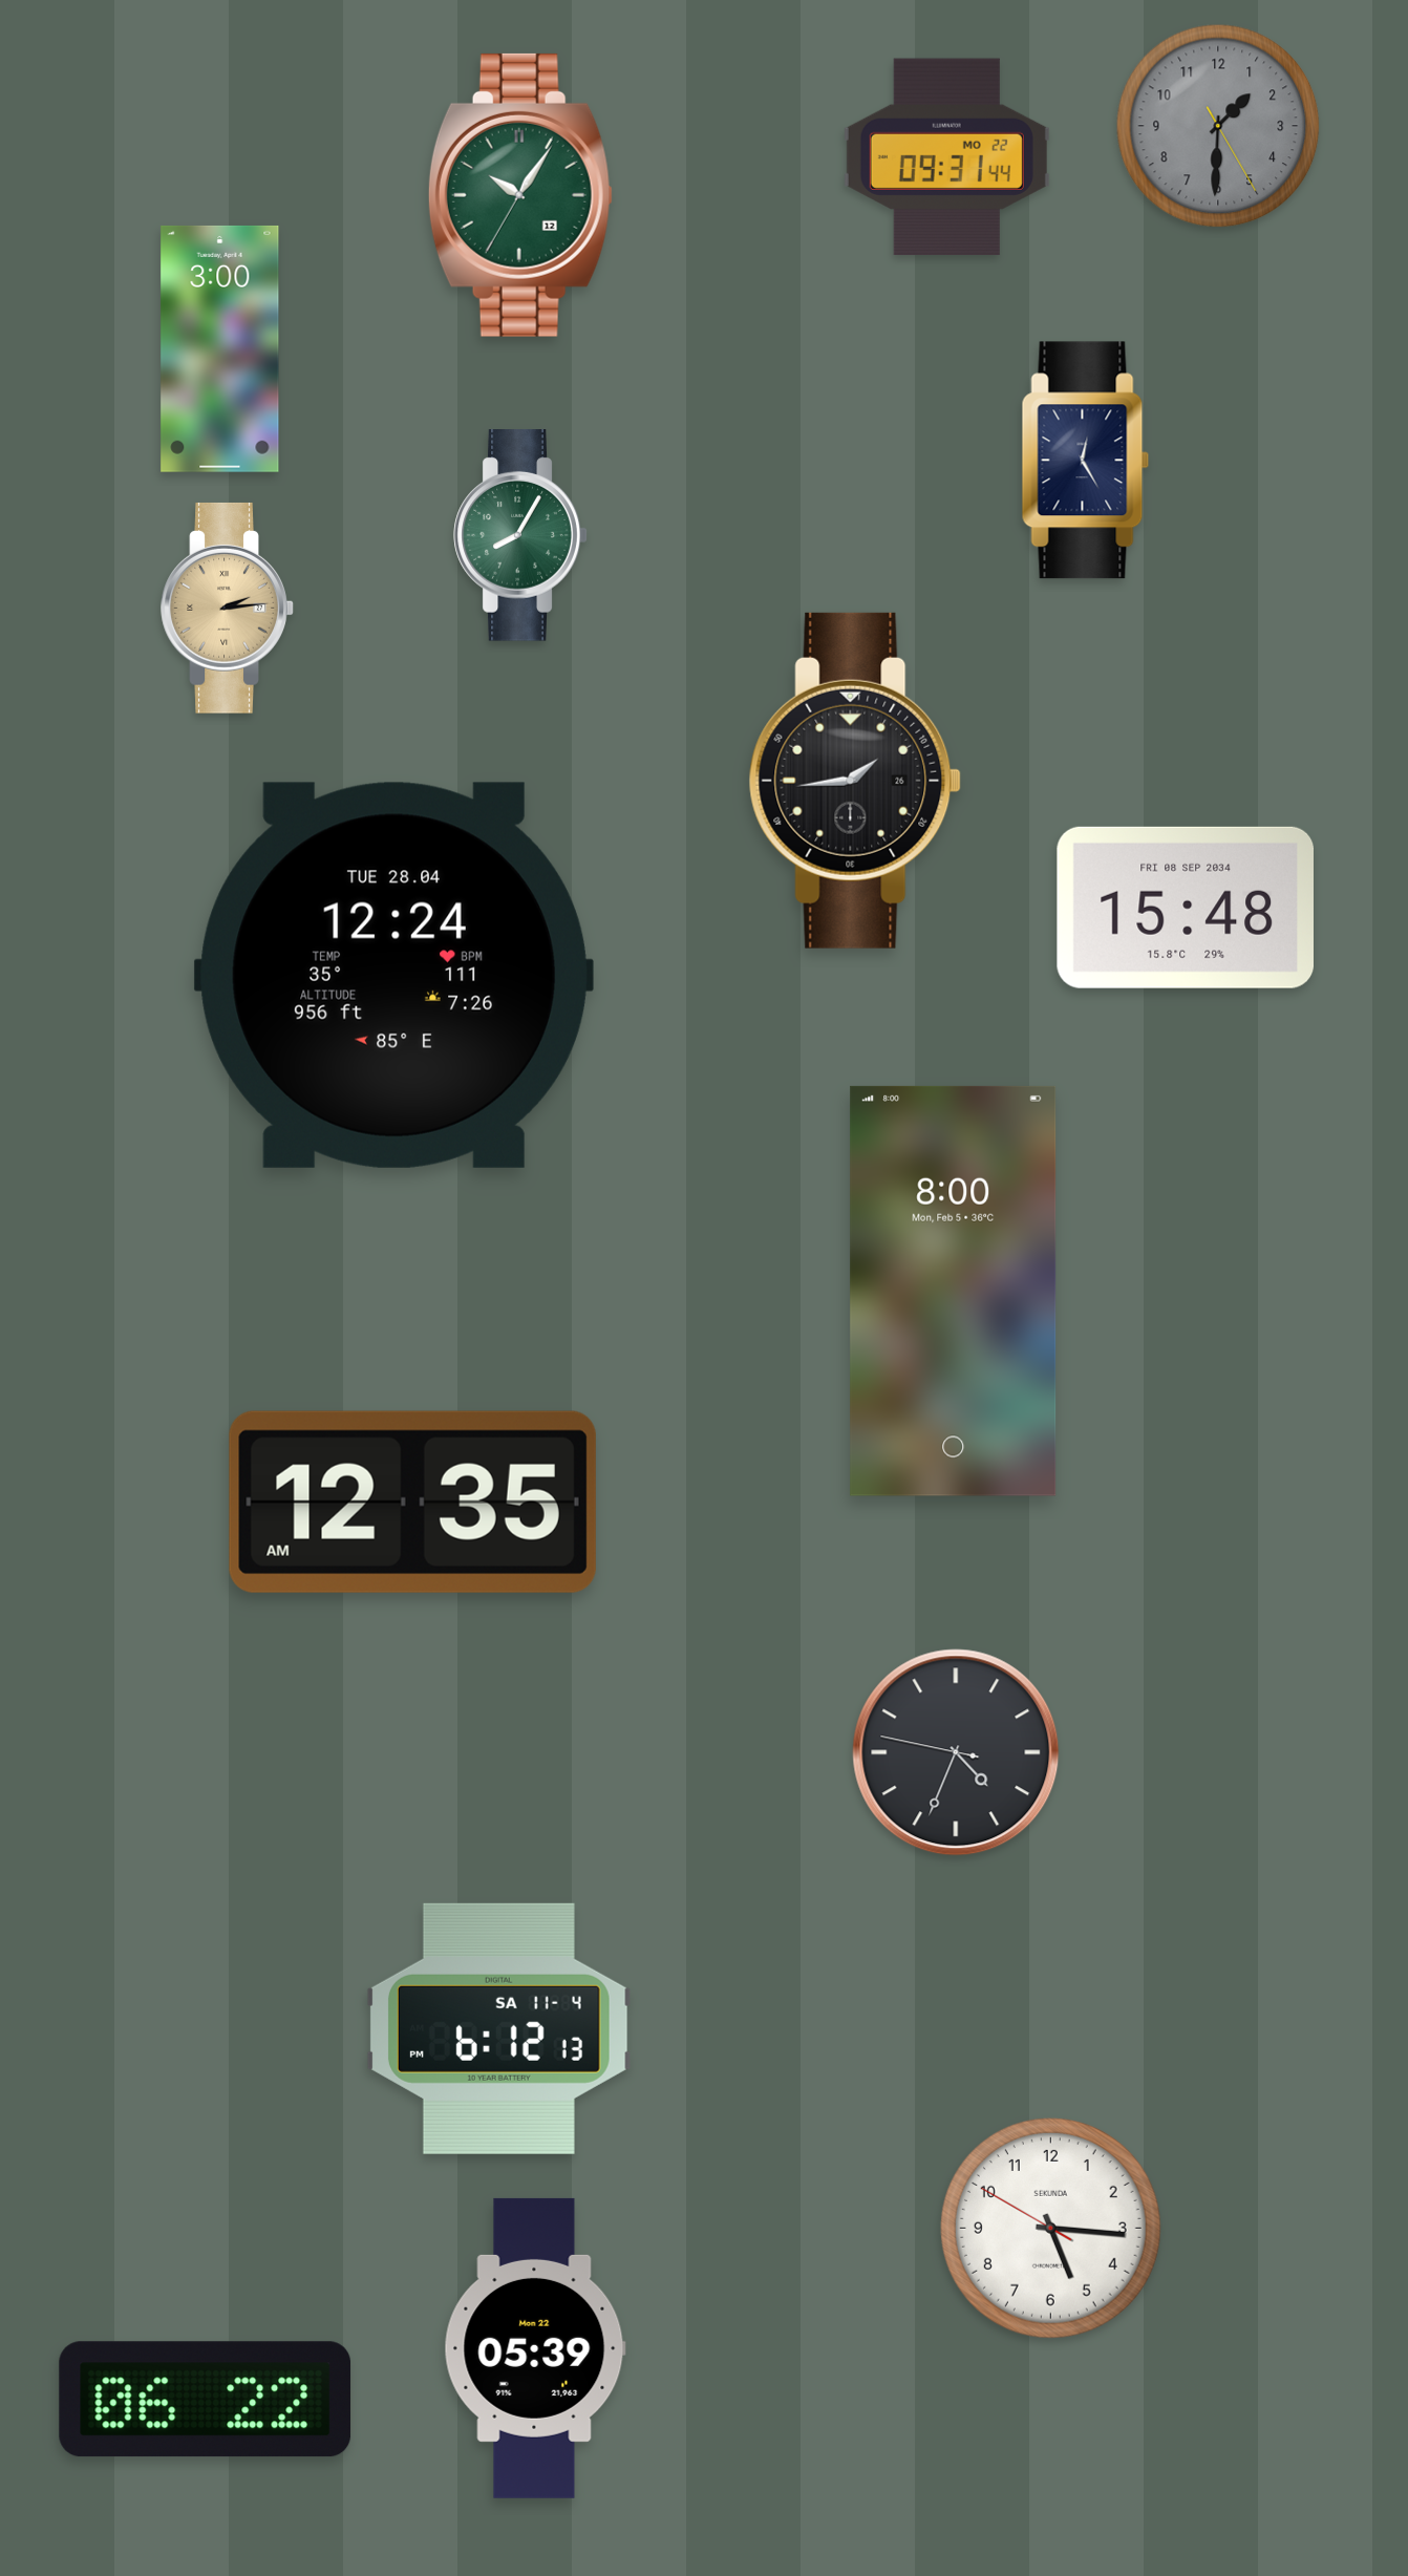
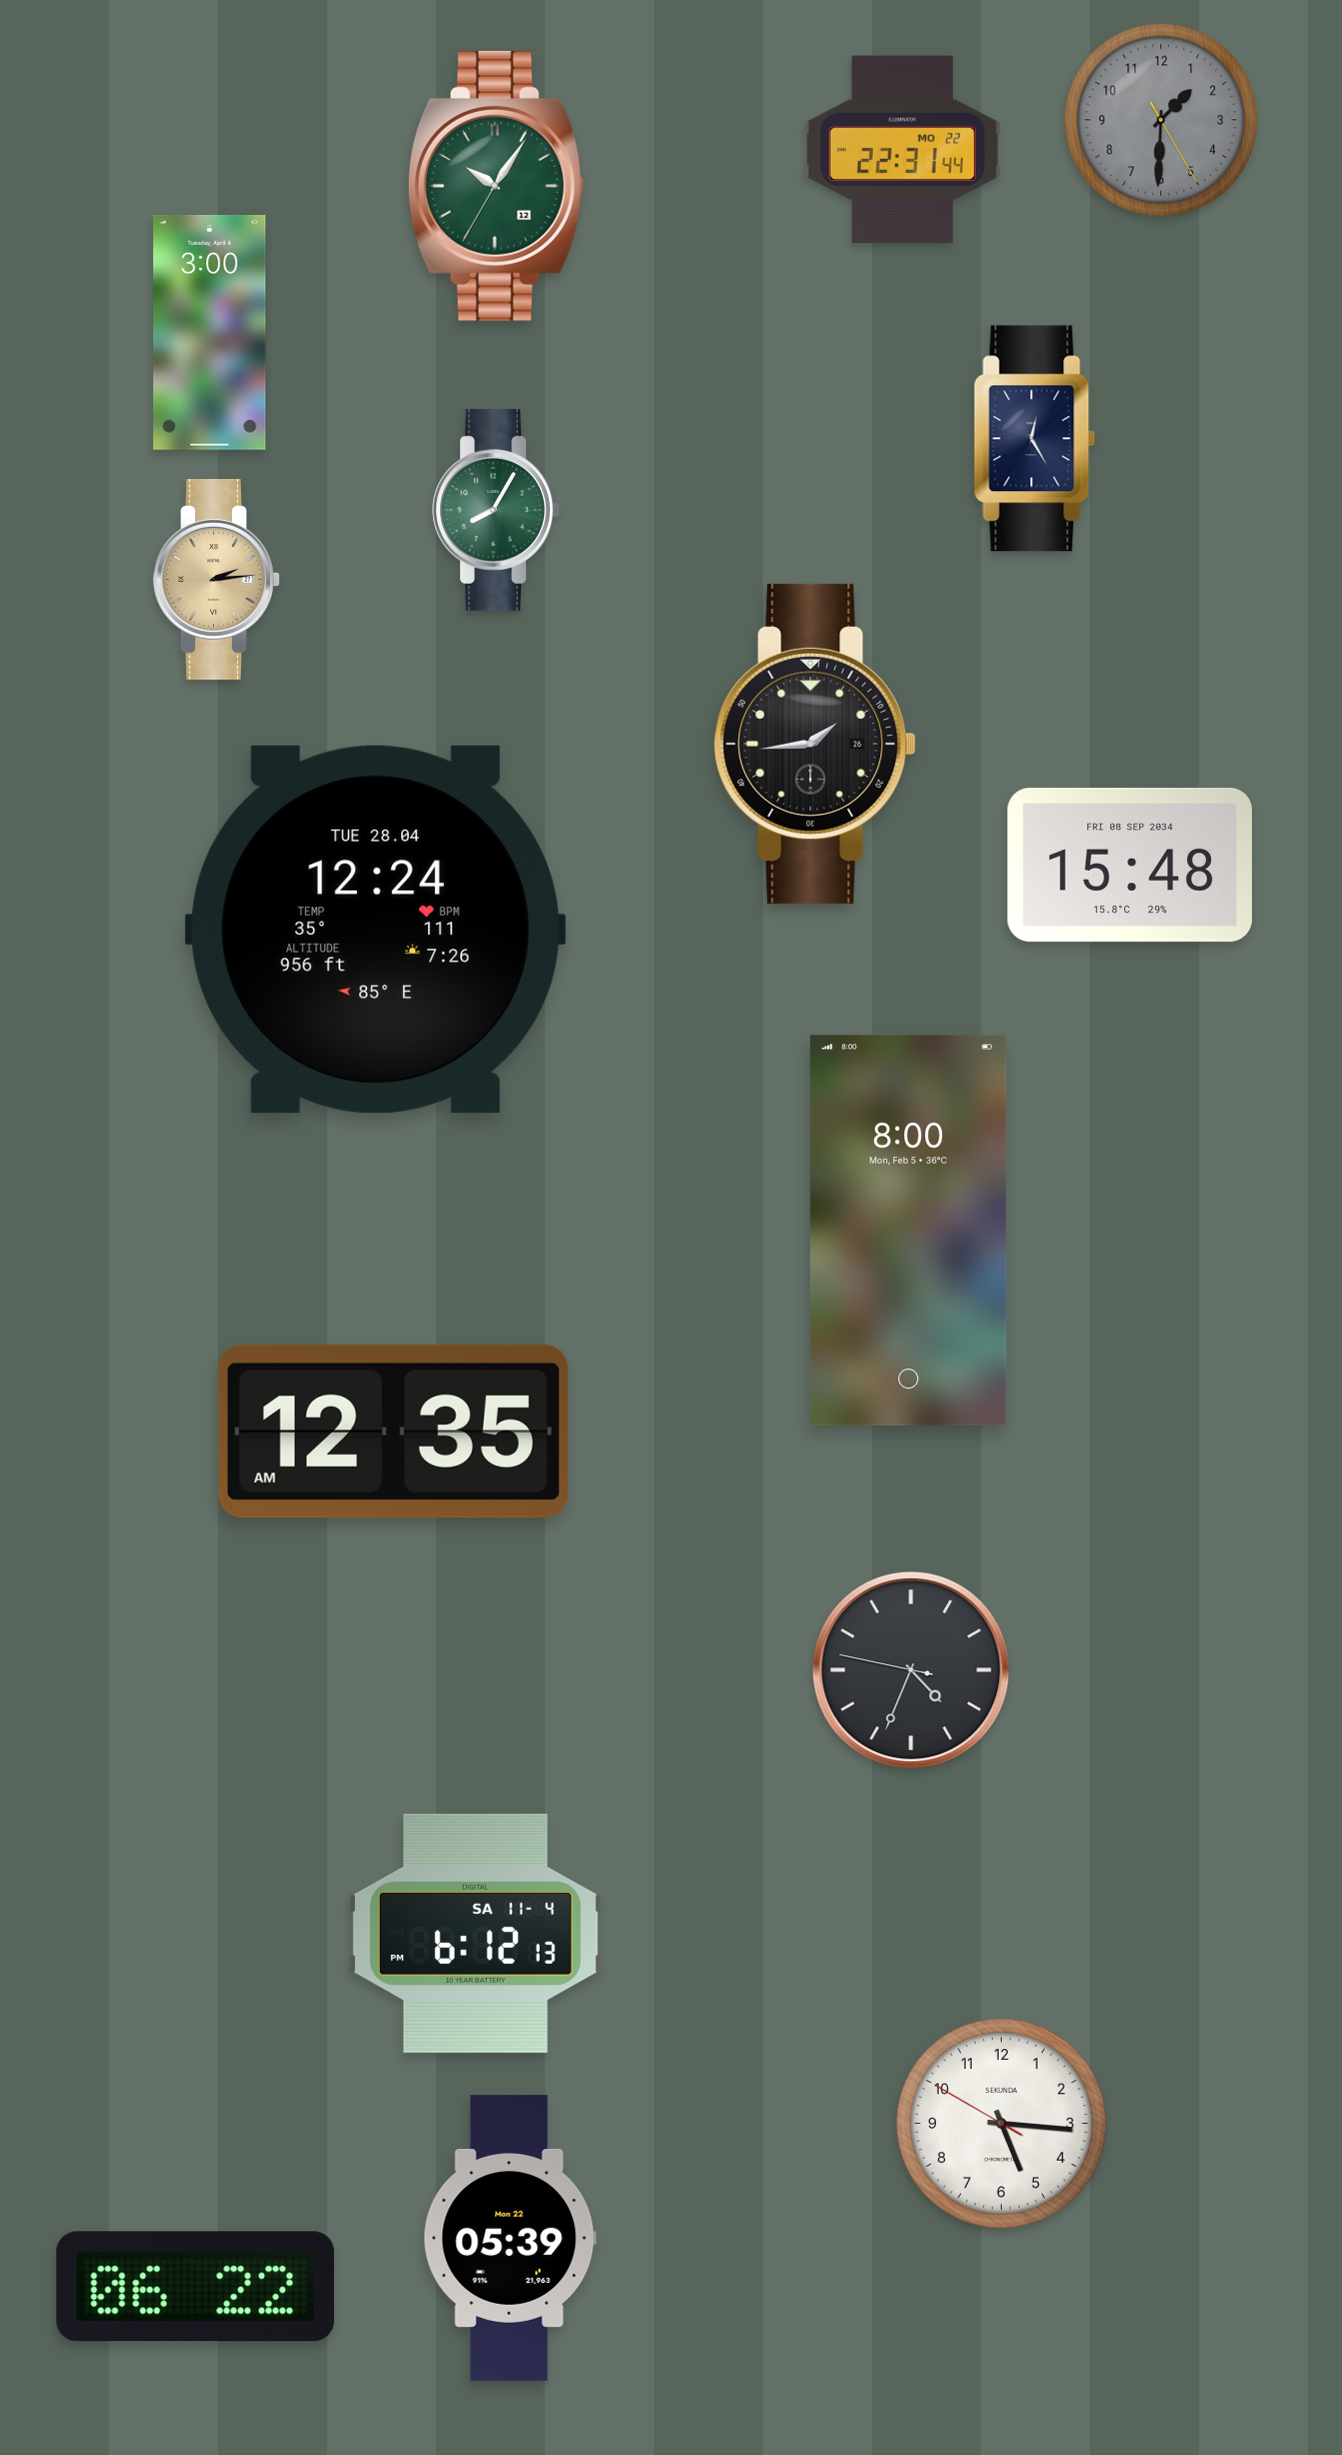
clock at (946, 156): 09:31 -> 22:31
